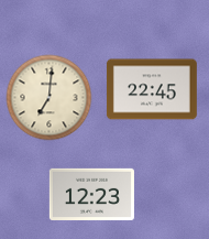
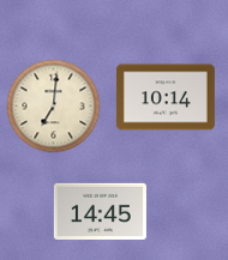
clock at (152, 89): 22:45 -> 10:14
clock at (91, 194): 12:23 -> 14:45
